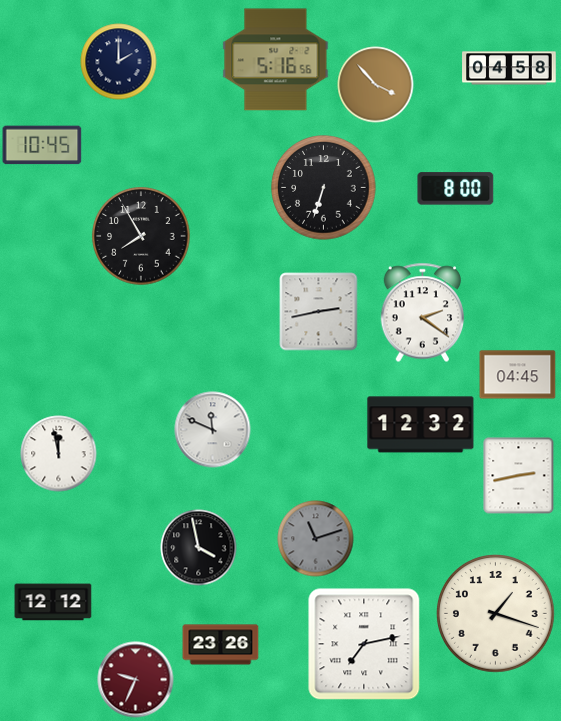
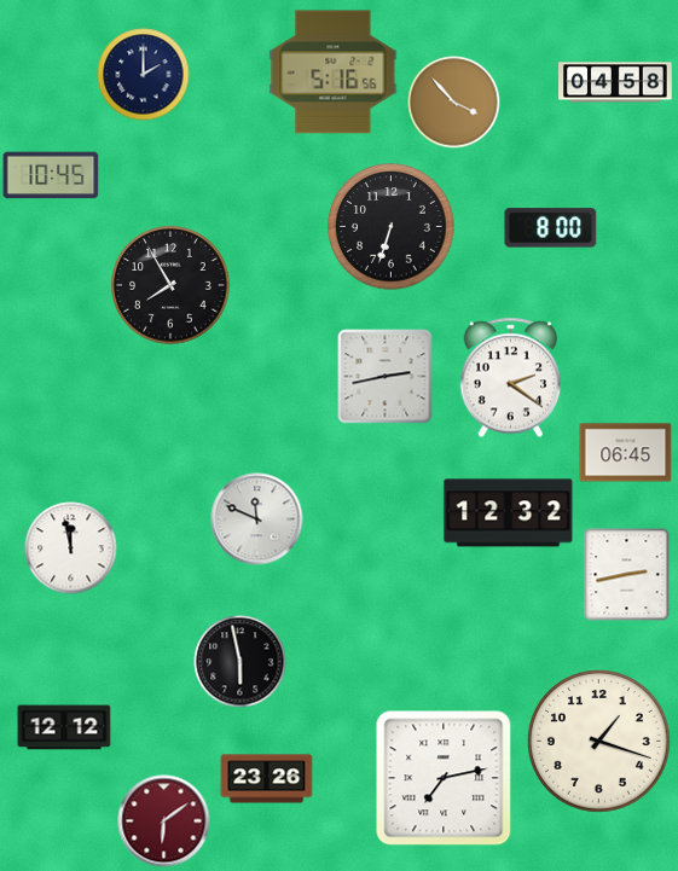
clock at (518, 375): 04:45 -> 06:45
clock at (316, 539): 11:12 -> none
clock at (199, 548): 3:58 -> 5:58
clock at (364, 644) position: (364, 644) -> (444, 778)
clock at (136, 680): 9:34 -> 6:09
